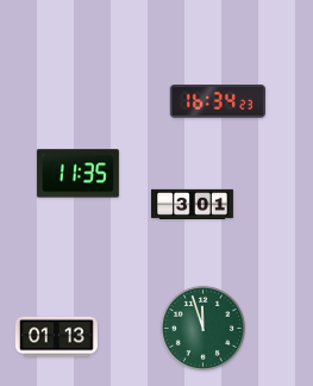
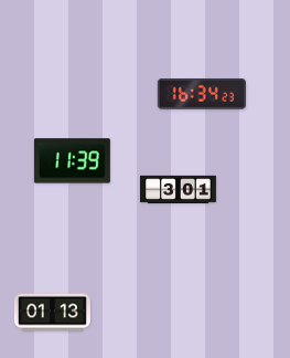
clock at (77, 174): 11:35 -> 11:39
clock at (202, 328): 11:57 -> none
